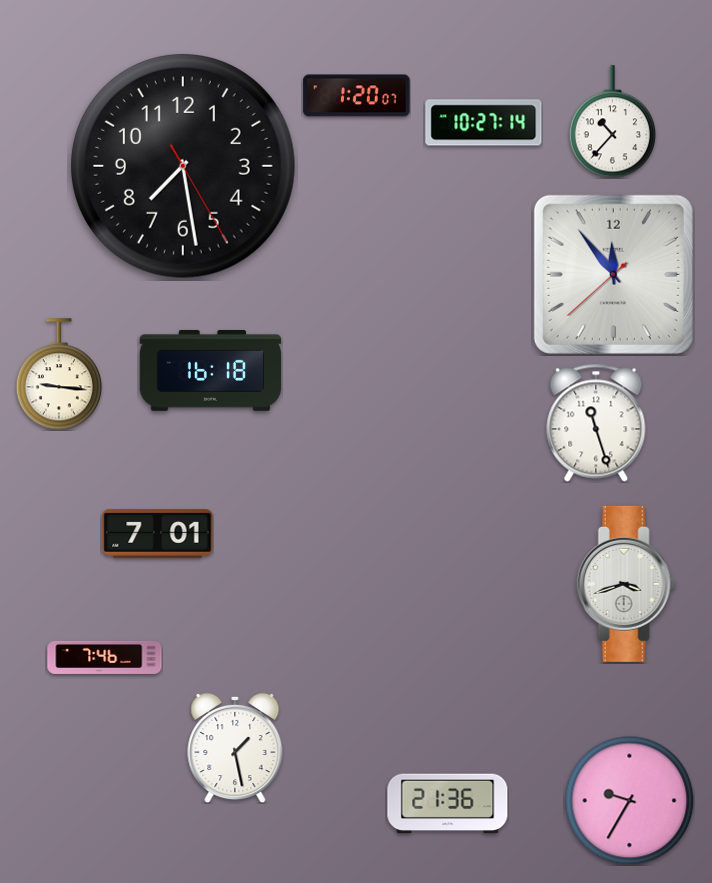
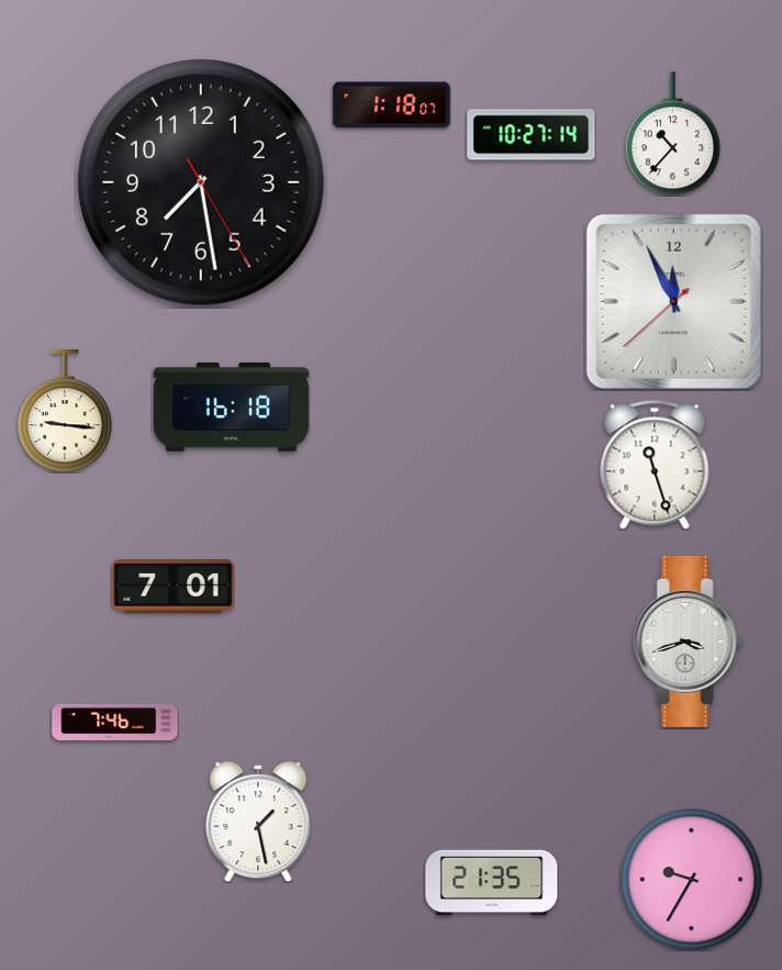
clock at (357, 96): 1:20 -> 1:18
clock at (613, 274): 11:53 -> 11:55
clock at (448, 804): 21:36 -> 21:35
